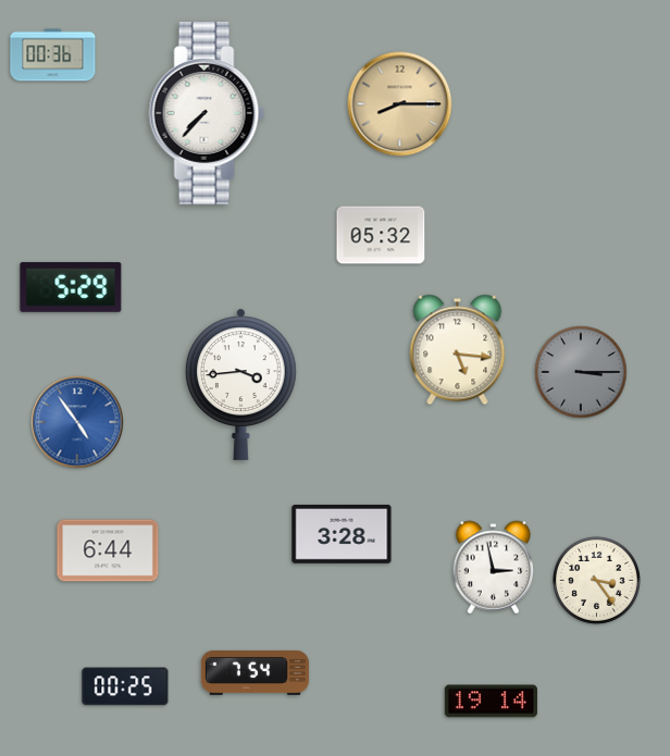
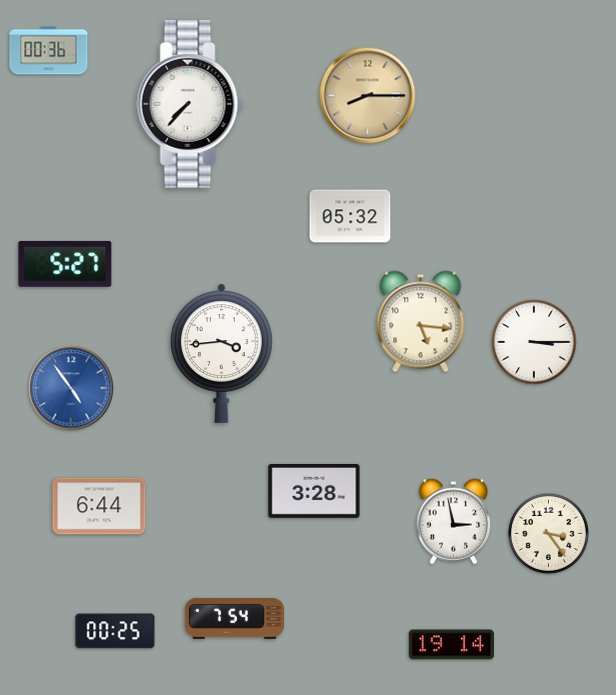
clock at (71, 287): 5:29 -> 5:27
clock at (581, 372) dial: grey -> white
